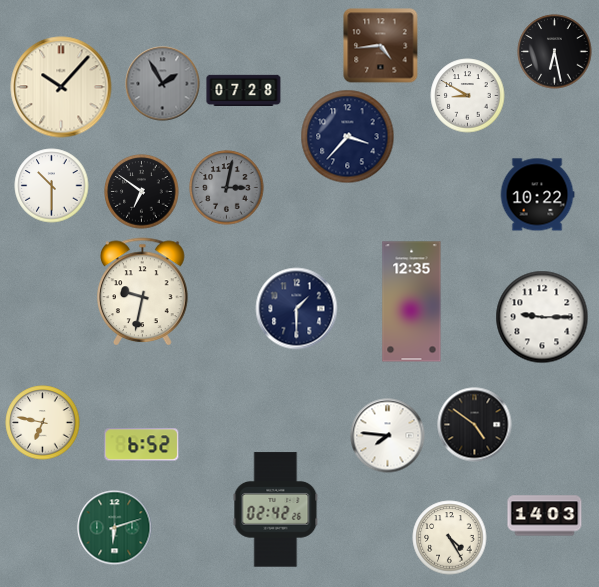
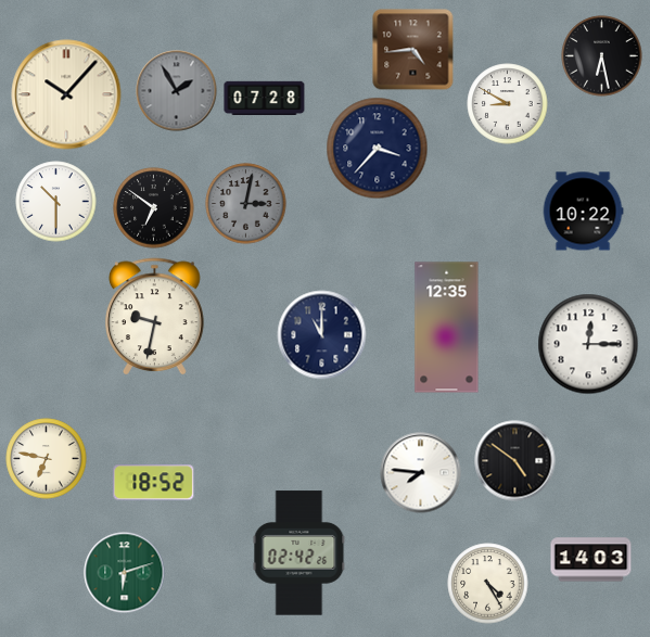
clock at (297, 309): 1:30 -> 11:00
clock at (542, 317): 9:15 -> 12:15
clock at (142, 445): 6:52 -> 18:52
